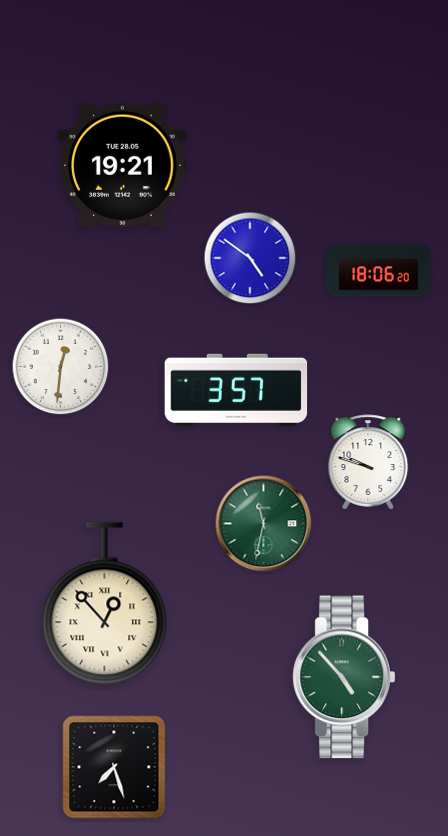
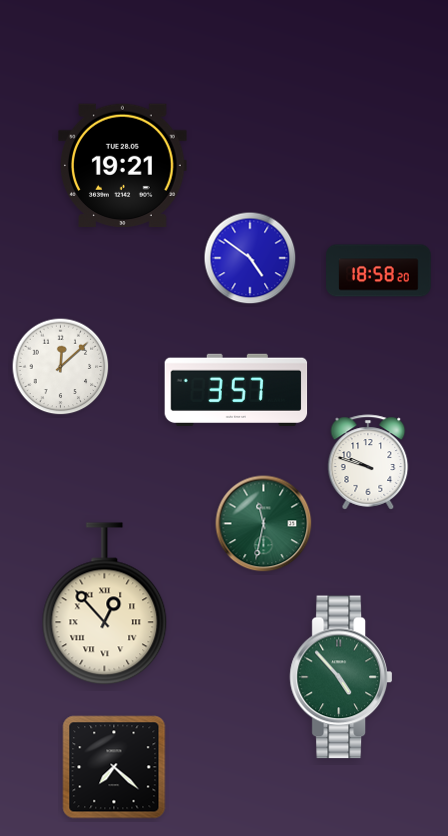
clock at (379, 271): 18:06 -> 18:58
clock at (61, 367): 12:31 -> 12:08
clock at (343, 677) position: (343, 677) -> (340, 677)
clock at (114, 767): 7:27 -> 7:22
